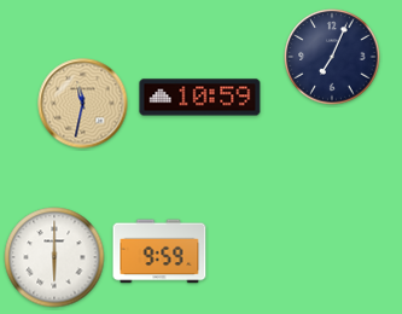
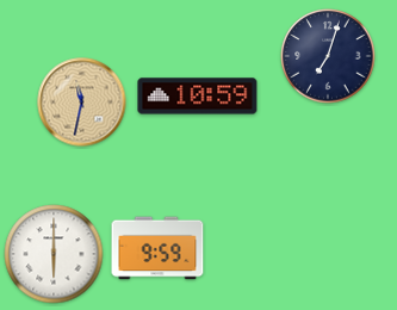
clock at (332, 57): 7:04 -> 7:03
